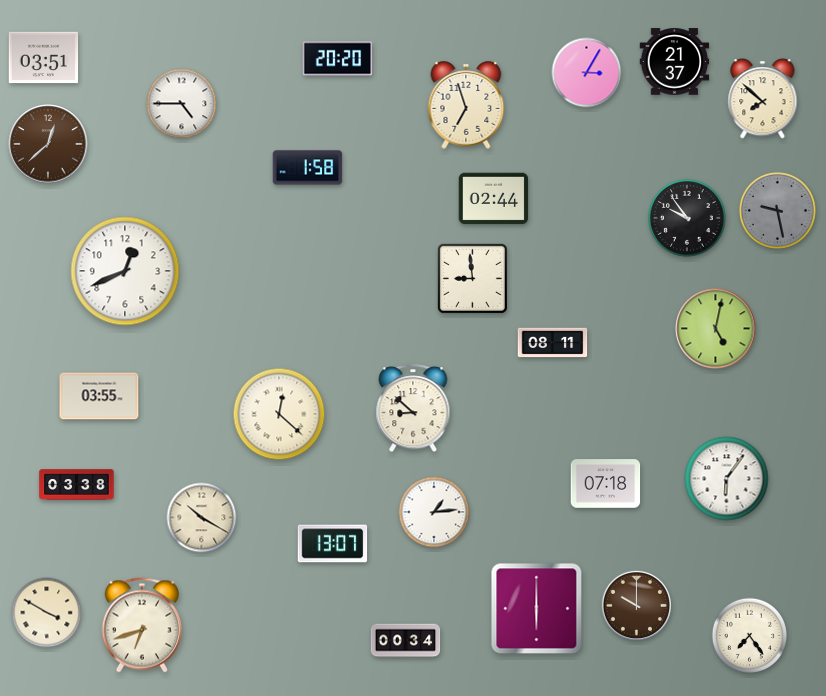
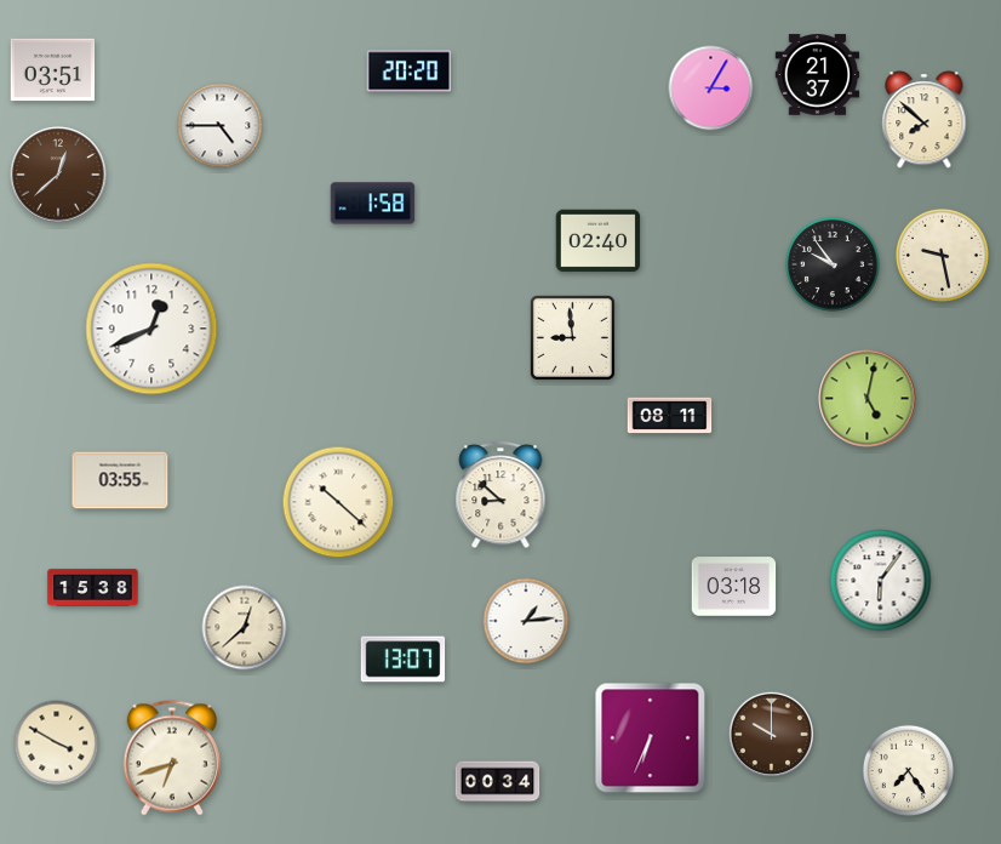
clock at (466, 105): 6:57 -> none
clock at (494, 199): 02:44 -> 02:40
clock at (777, 210) dial: grey -> cream
clock at (279, 414): 12:22 -> 10:22
clock at (606, 484): 07:18 -> 03:18
clock at (77, 485): 03:38 -> 15:38
clock at (202, 518): 10:20 -> 12:38
clock at (537, 609): 6:00 -> 6:34
clock at (406, 641) position: (406, 641) -> (498, 782)
